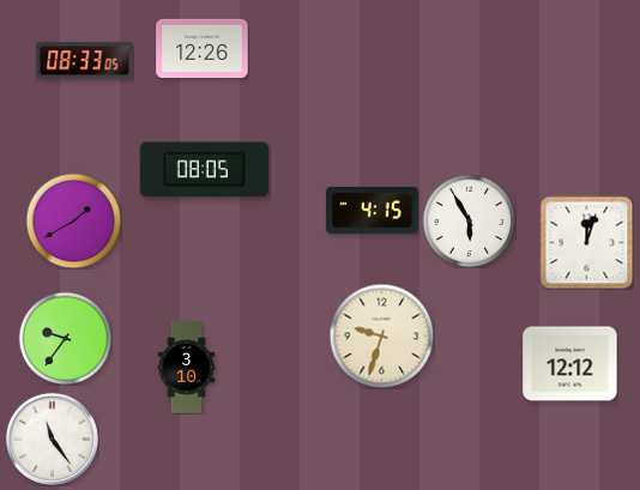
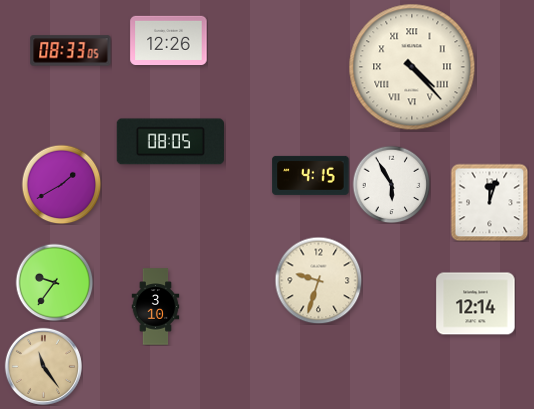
clock at (412, 67): none -> 4:23
clock at (570, 364): 12:12 -> 12:14
clock at (52, 438) dial: white -> champagne
